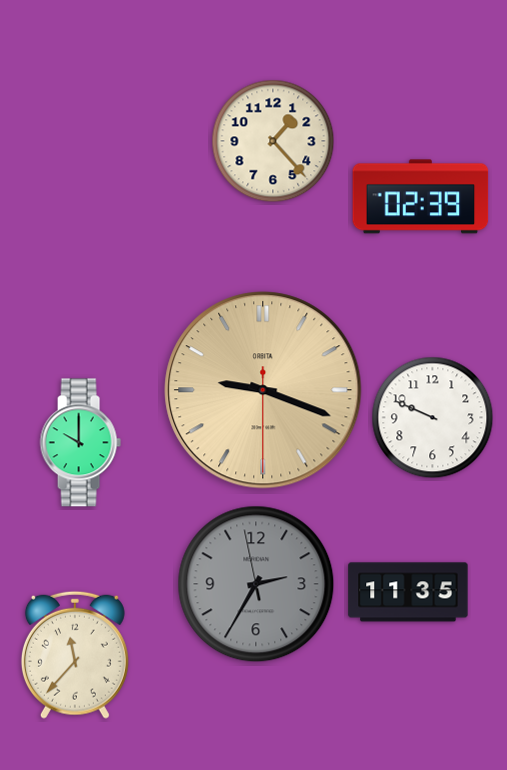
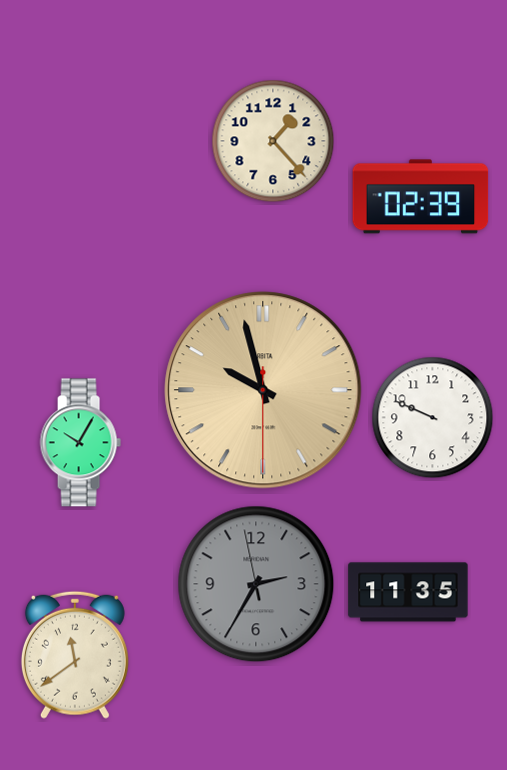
clock at (263, 390): 9:18 -> 9:57
clock at (80, 443): 10:00 -> 10:05
clock at (75, 655): 11:37 -> 11:39
